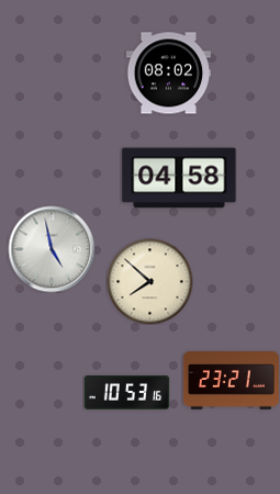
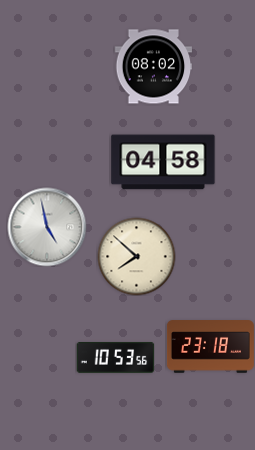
clock at (231, 381): 23:21 -> 23:18
clock at (126, 393): 10:53:16 -> 10:53:56
